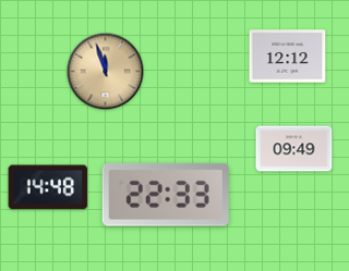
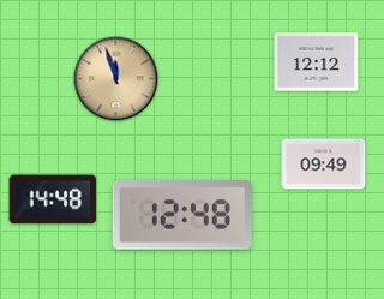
clock at (48, 187) position: (48, 187) -> (53, 199)
clock at (166, 195): 22:33 -> 12:48
